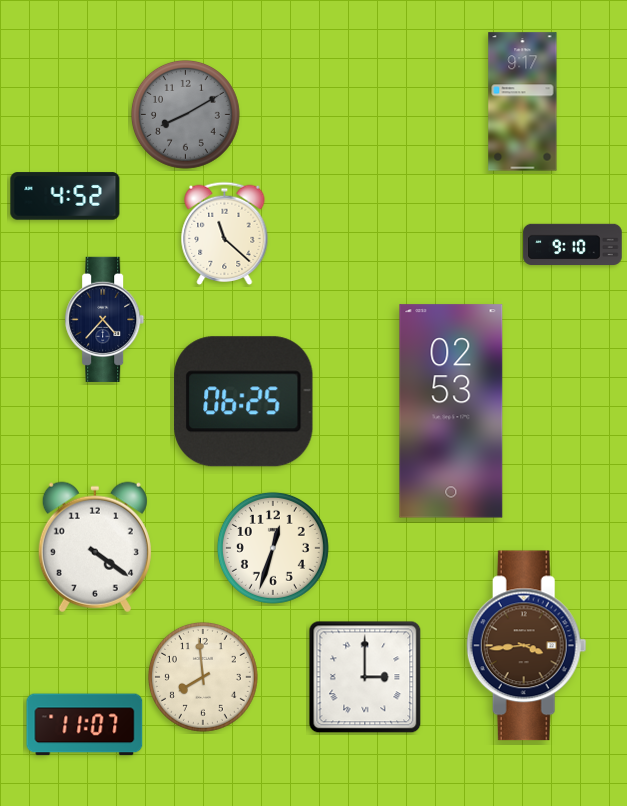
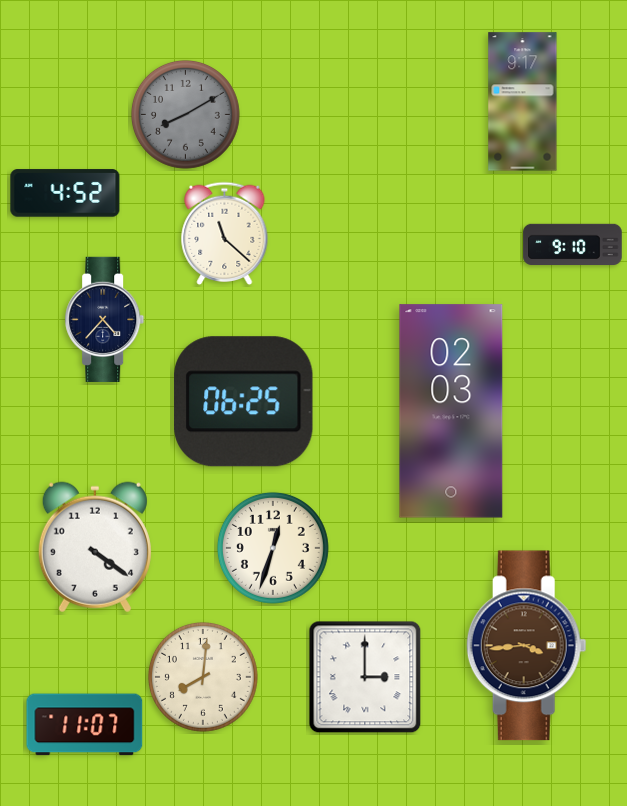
clock at (65, 196) position: (65, 196) -> (65, 193)
clock at (451, 411): 02:53 -> 02:03
clock at (203, 677): 7:59 -> 8:01
